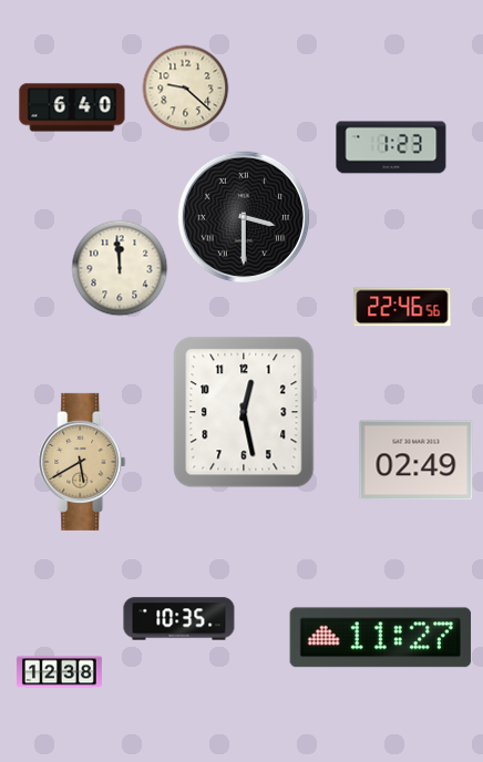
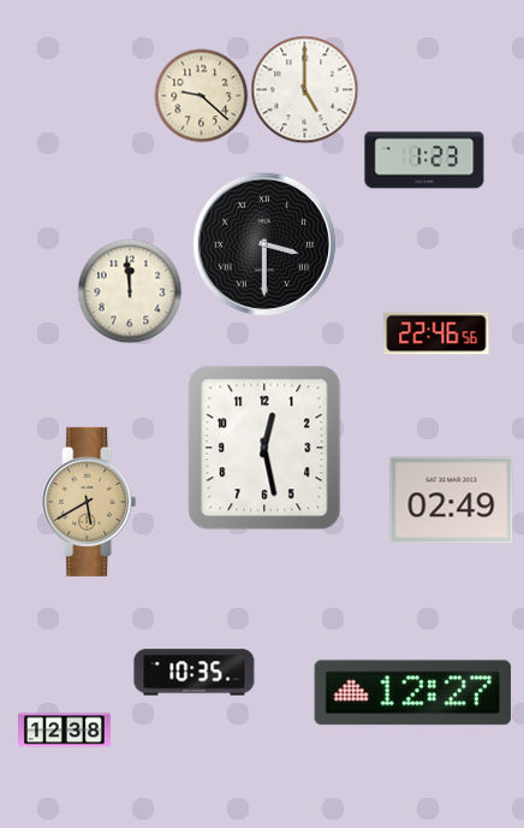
clock at (304, 89): none -> 5:00
clock at (72, 107): 6:40 -> none
clock at (243, 216) position: (243, 216) -> (263, 243)
clock at (381, 638): 11:27 -> 12:27
